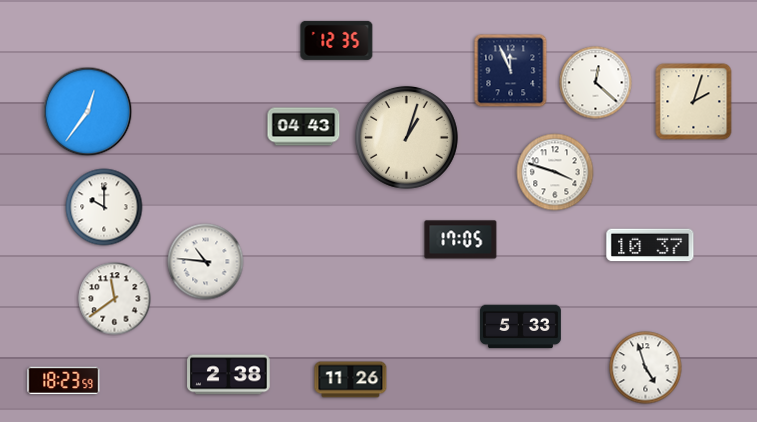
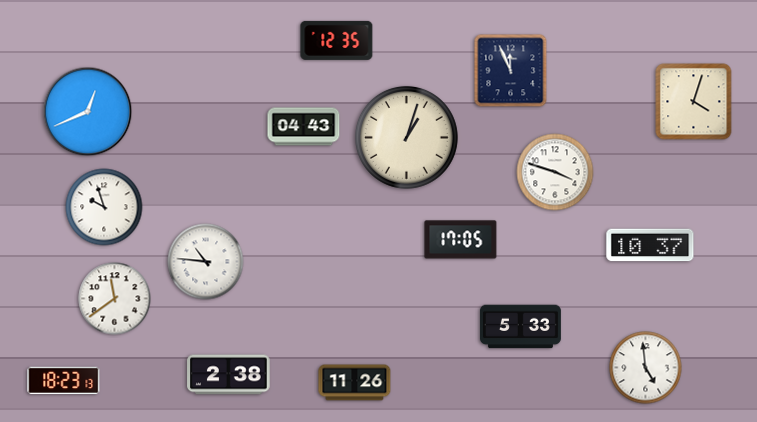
clock at (596, 83): 12:22 -> none
clock at (694, 102): 2:03 -> 4:03
clock at (88, 112): 12:36 -> 12:41
clock at (104, 207): 10:00 -> 9:57
clock at (646, 368): 4:57 -> 4:59
clock at (351, 380) position: (351, 380) -> (355, 383)
clock at (64, 381): 18:23:59 -> 18:23:13
